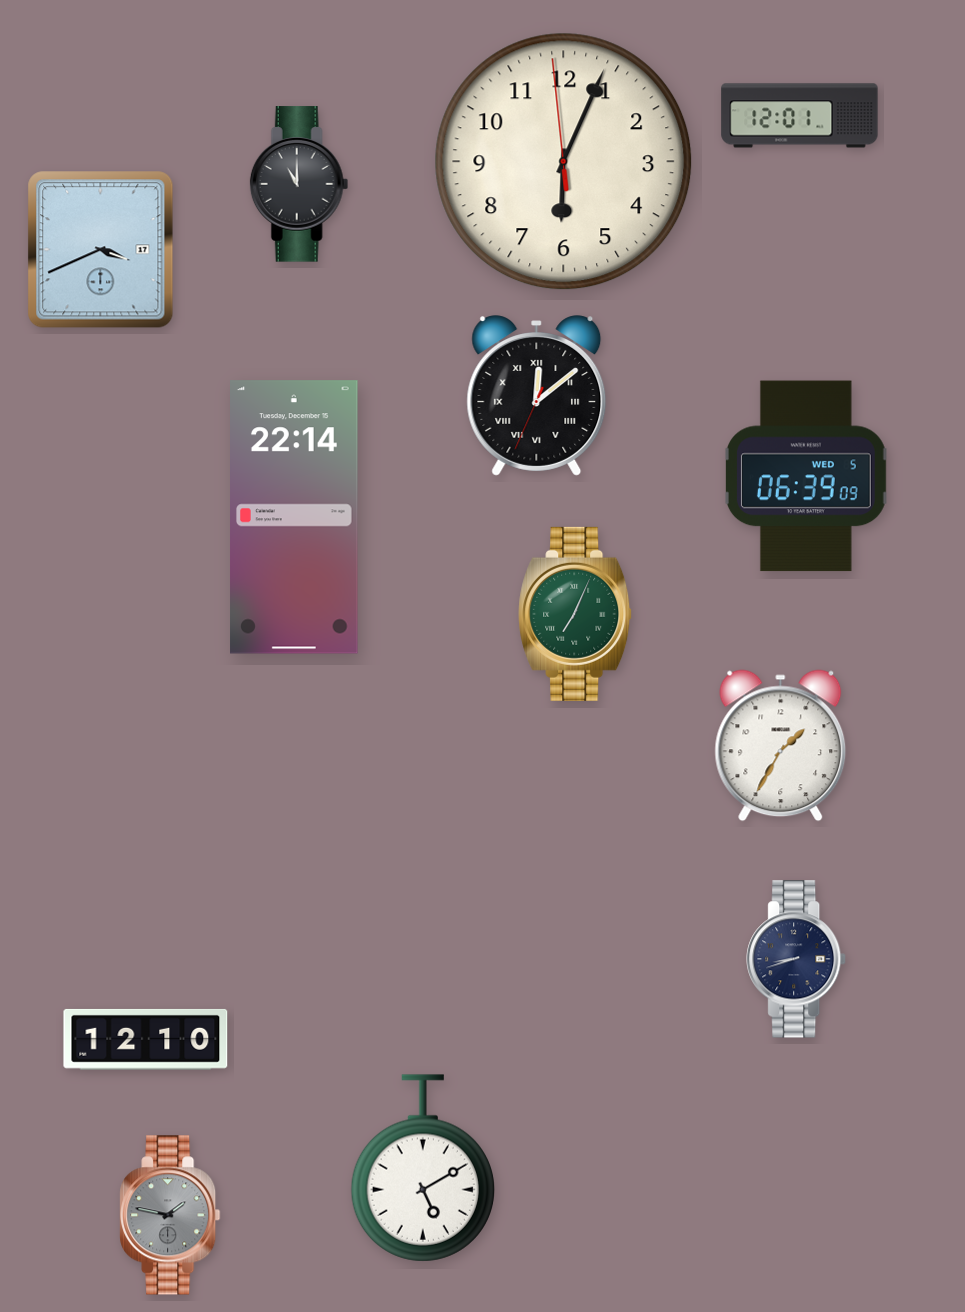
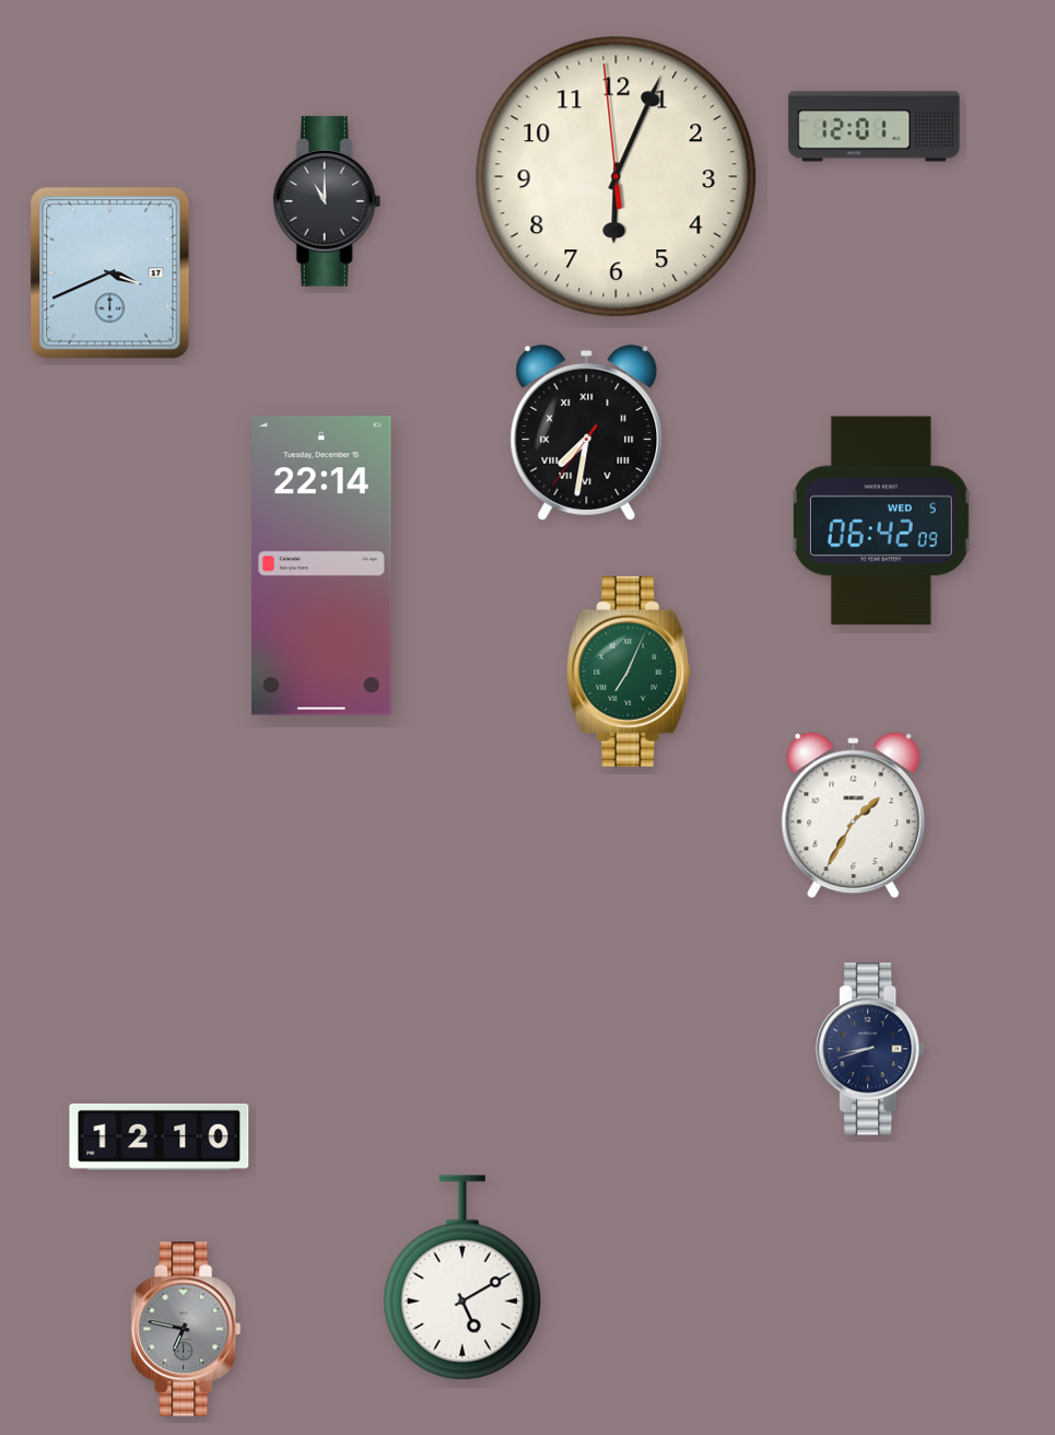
clock at (537, 396): 12:08 -> 7:31
clock at (806, 476): 06:39 -> 06:42
clock at (170, 1215): 1:47 -> 6:47
